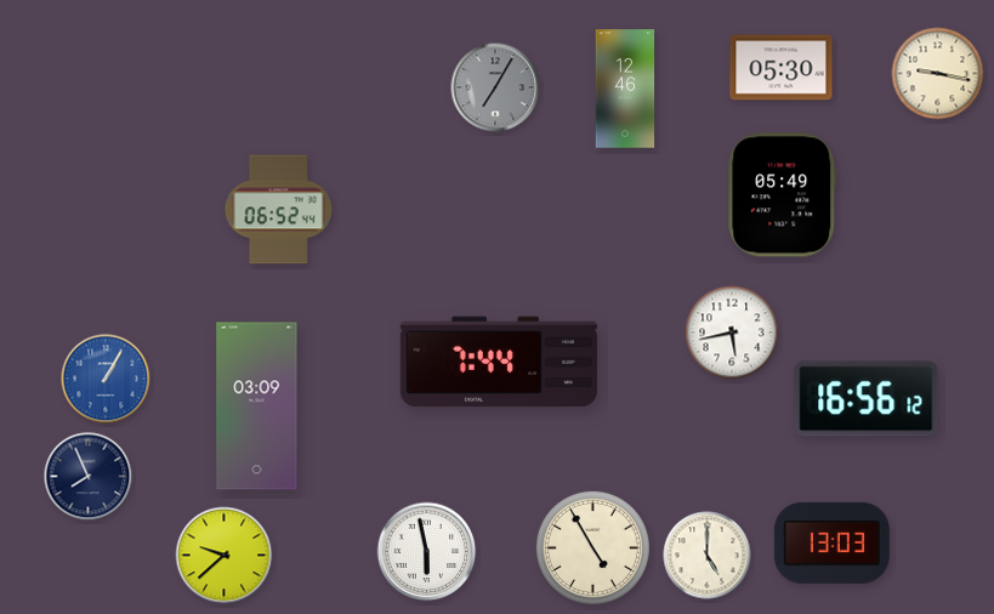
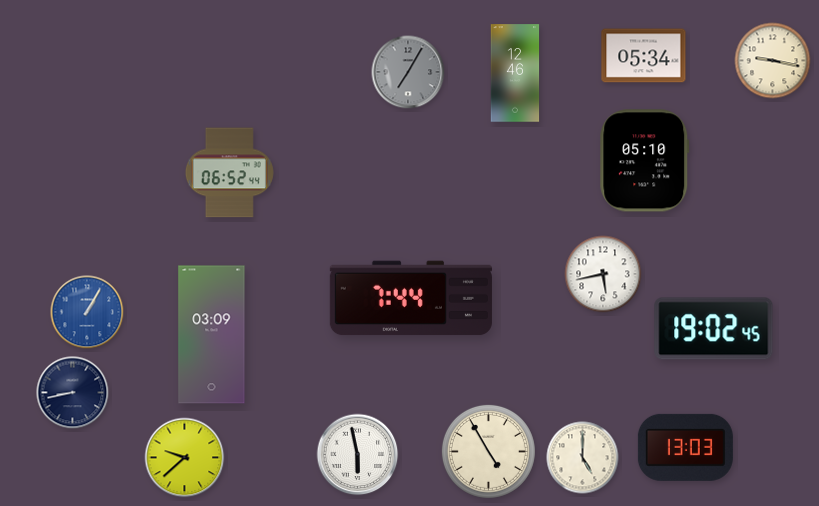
clock at (782, 68): 05:30 -> 05:34
clock at (783, 195): 05:49 -> 05:10
clock at (867, 399): 16:56 -> 19:02
clock at (89, 477): 7:56 -> 8:43
clock at (427, 552) position: (427, 552) -> (358, 455)
